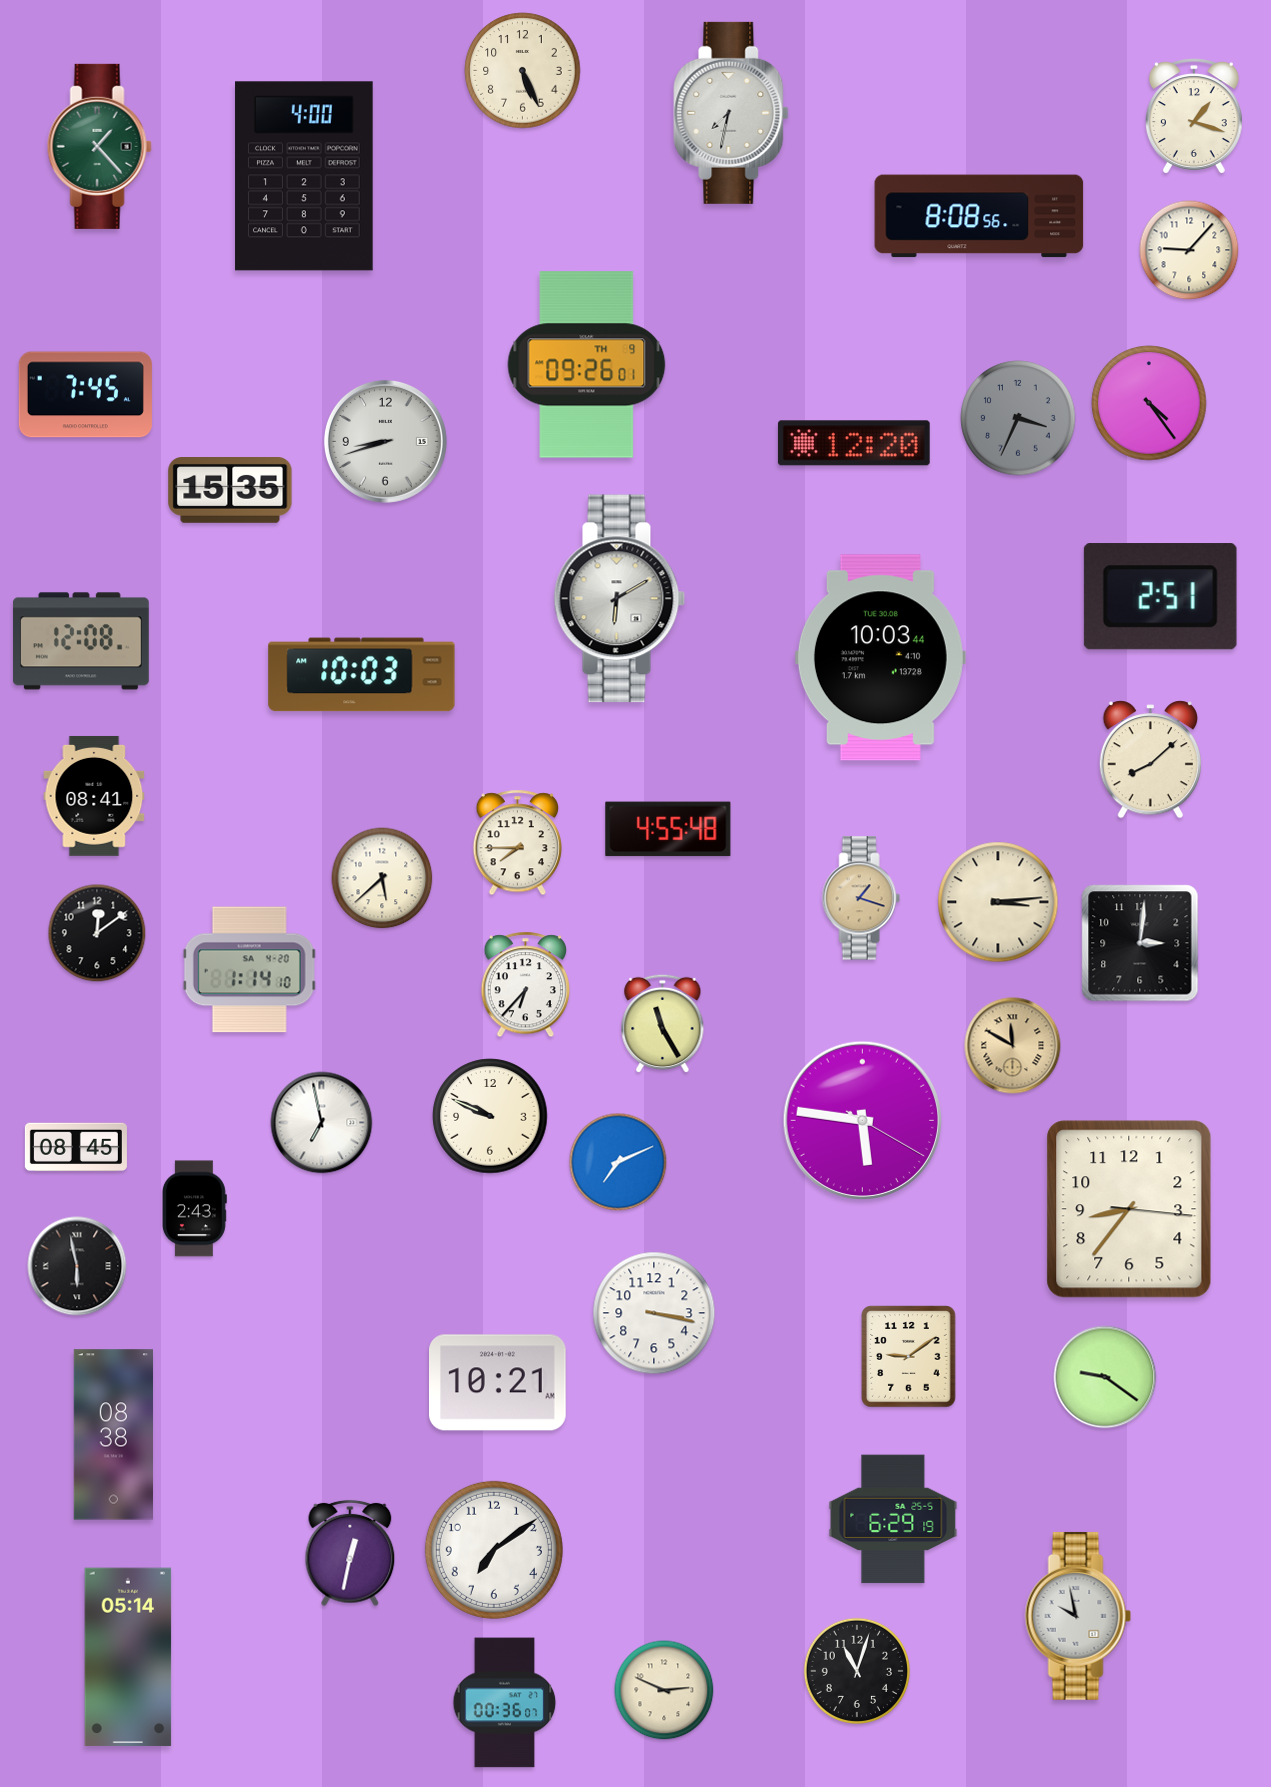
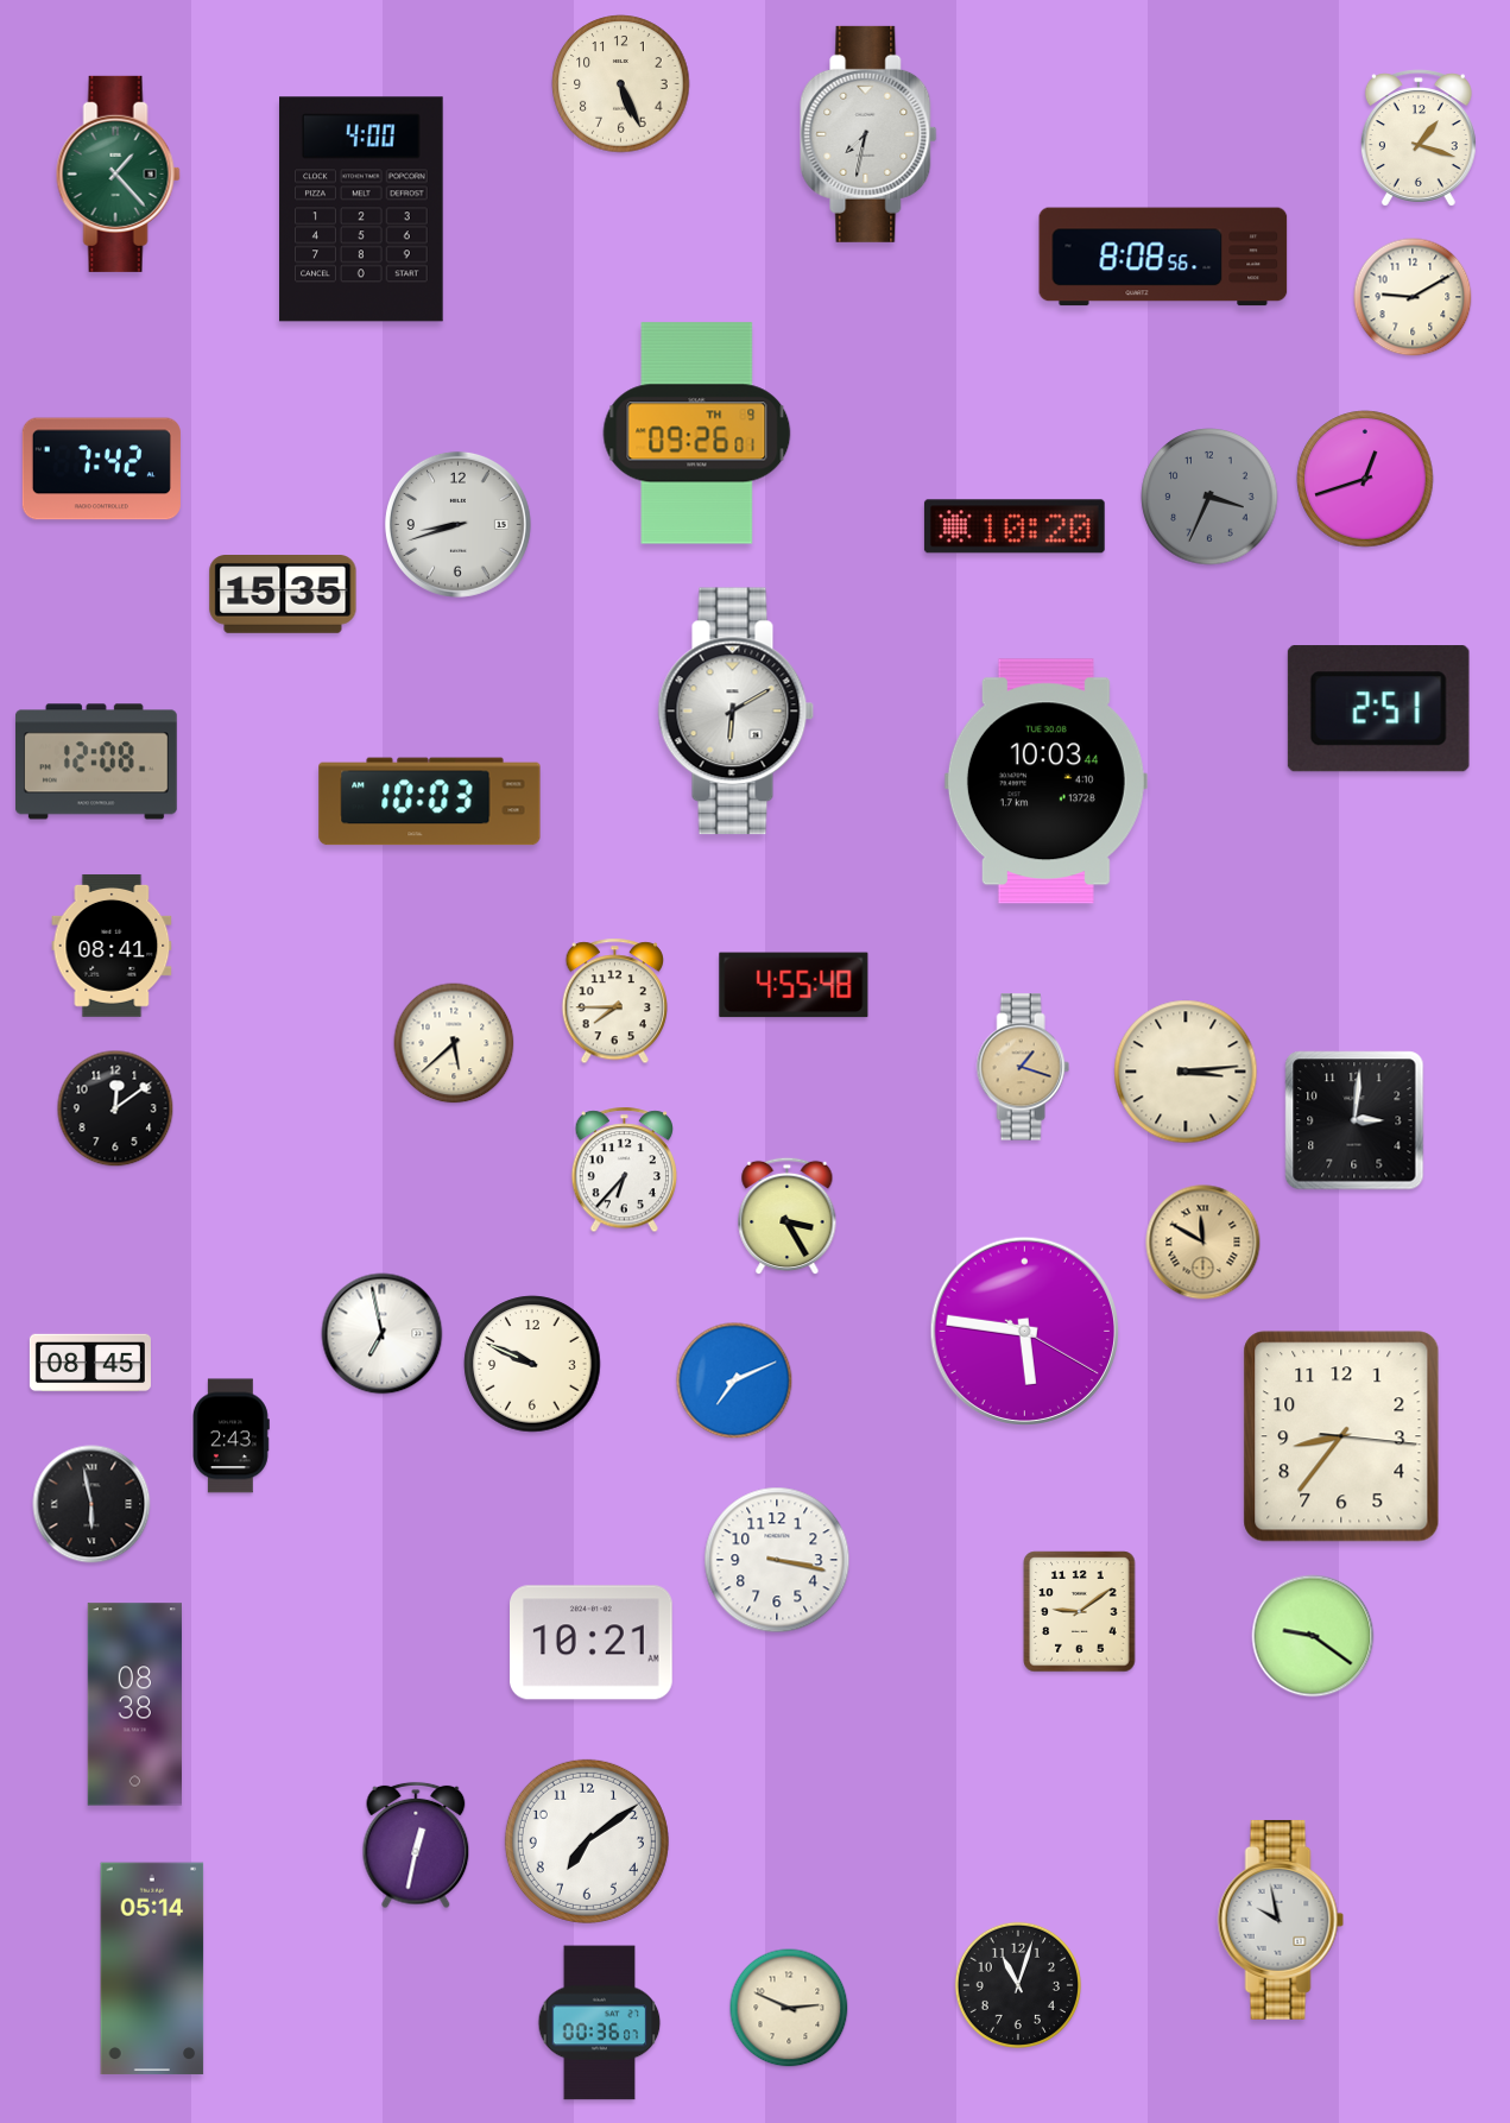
clock at (1189, 250): 9:07 -> 9:10
clock at (85, 395): 7:45 -> 7:42
clock at (1149, 403): 4:24 -> 12:42
clock at (854, 443): 12:20 -> 10:20
clock at (230, 491) position: (230, 491) -> (283, 595)
clock at (1150, 760): 8:08 -> none
clock at (249, 970): 1:14 -> none
clock at (663, 1024): 11:25 -> 3:25
clock at (490, 1116) position: (490, 1116) -> (532, 1364)
clock at (893, 1519): 6:29 -> none
